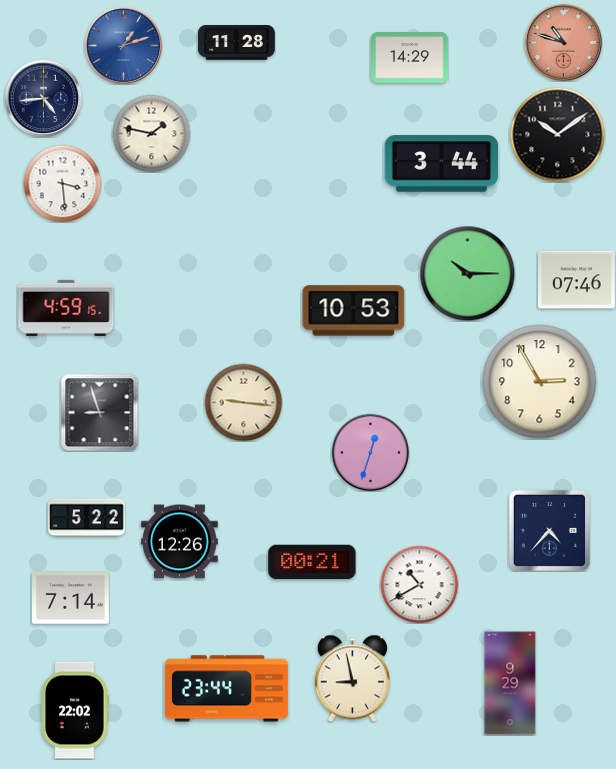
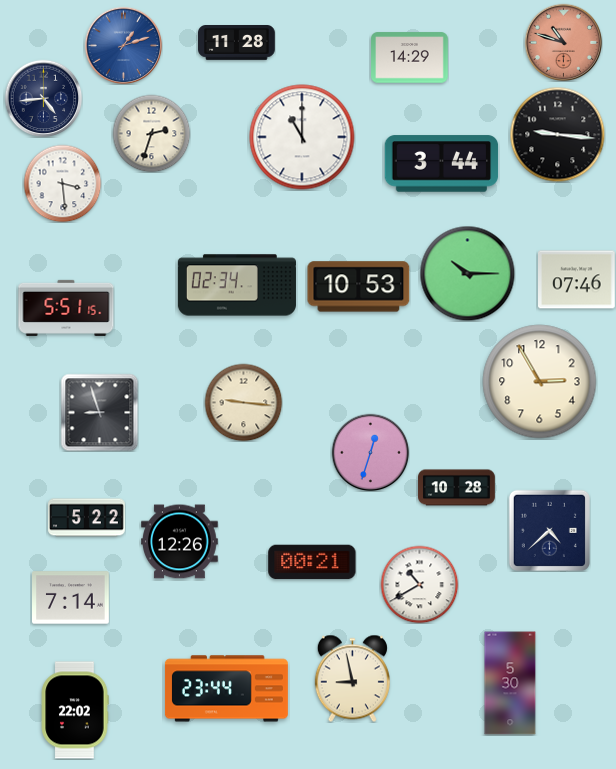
clock at (151, 133): 1:47 -> 2:33
clock at (557, 134): 10:09 -> 9:16
clock at (302, 137): none -> 11:00
clock at (237, 285): none -> 02:34
clock at (66, 308): 4:59 -> 5:51
clock at (354, 311) position: (354, 311) -> (359, 287)
clock at (457, 488): none -> 10:28
clock at (549, 530): 4:37 -> 4:38
clock at (510, 683): 9:29 -> 5:30
